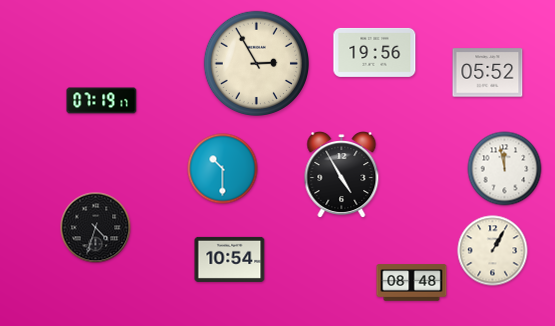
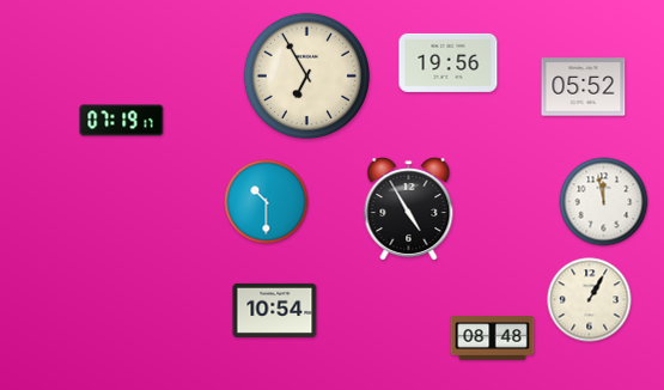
clock at (256, 63): 2:55 -> 6:55
clock at (96, 228): 4:33 -> none
